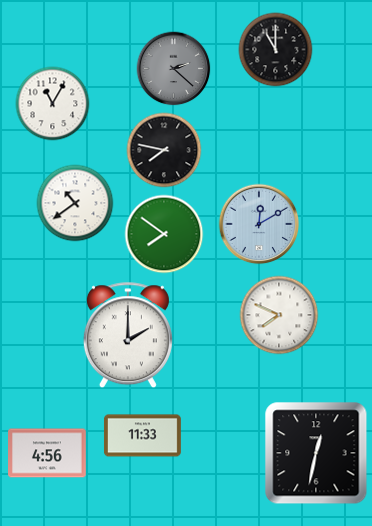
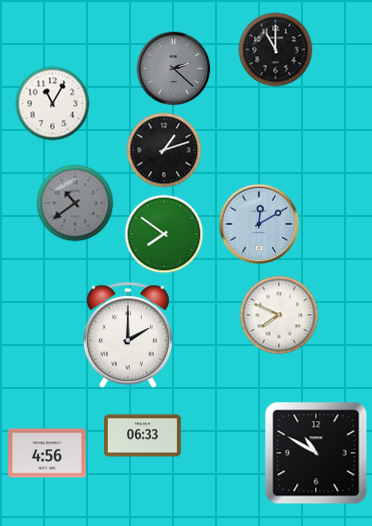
clock at (164, 150): 7:47 -> 1:12
clock at (75, 203) dial: white -> grey
clock at (142, 436): 11:33 -> 06:33
clock at (316, 453): 12:32 -> 10:50
